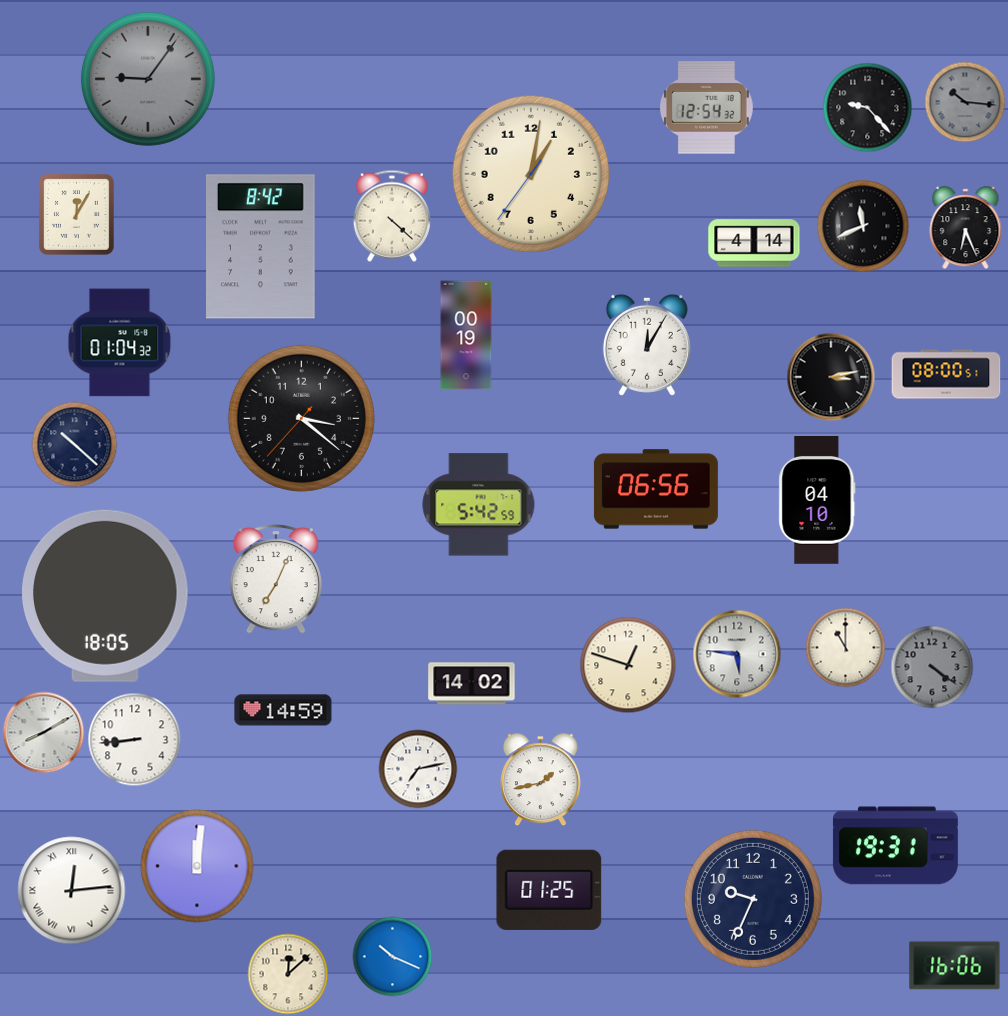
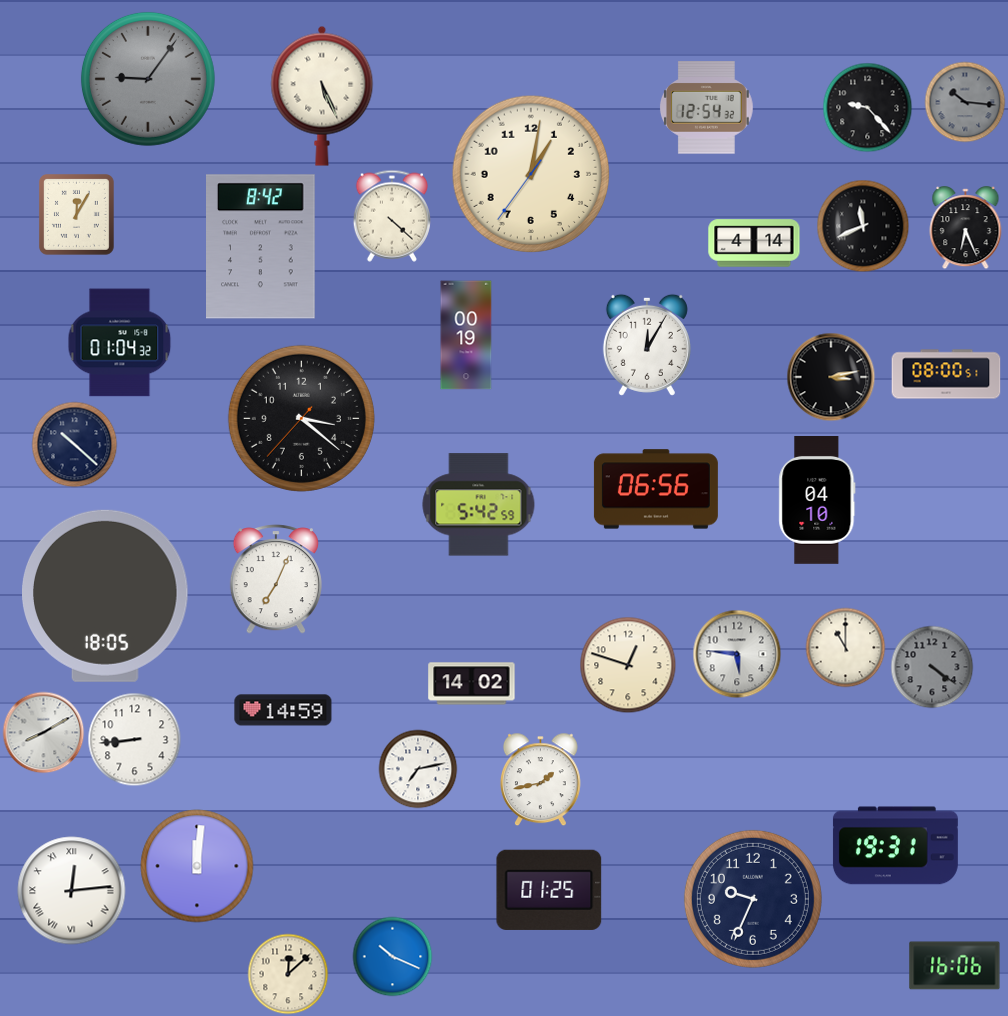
clock at (322, 96): none -> 5:26
